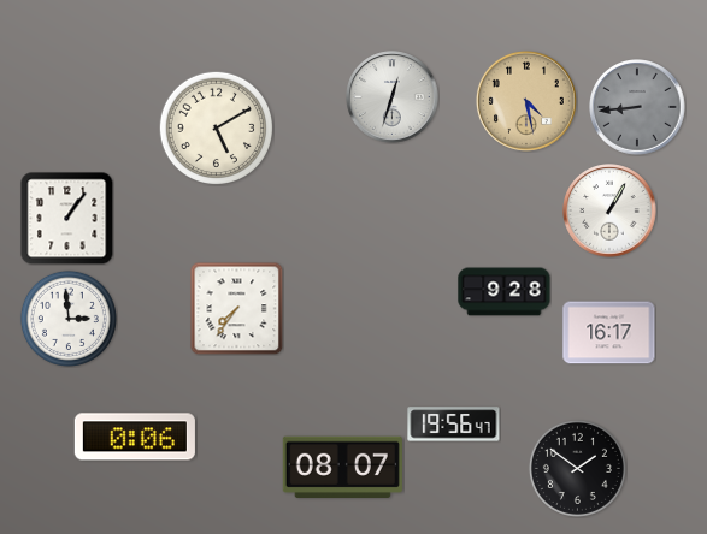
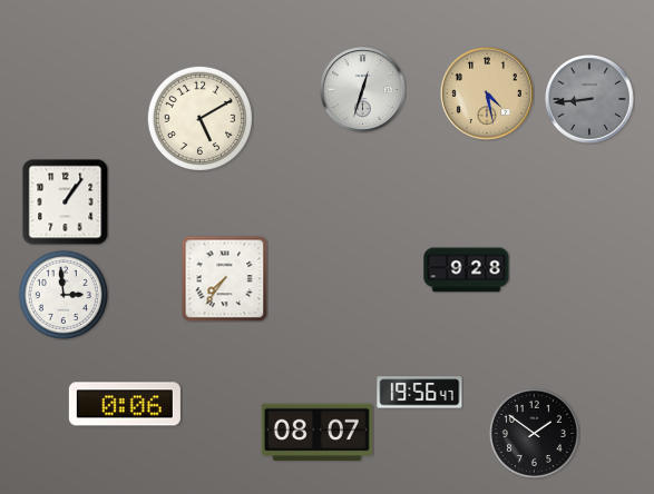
clock at (609, 210): 1:05 -> none
clock at (66, 218) position: (66, 218) -> (65, 201)
clock at (236, 308) position: (236, 308) -> (224, 278)
clock at (609, 333): 16:17 -> none
